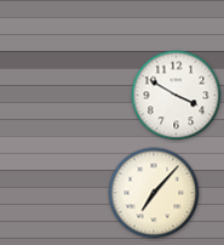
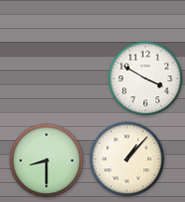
clock at (154, 193): 7:07 -> 1:07
clock at (47, 161): none -> 8:30
